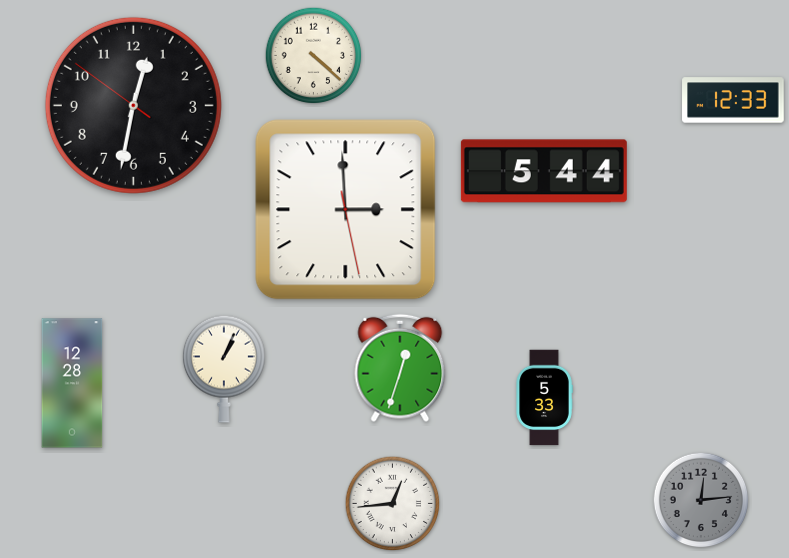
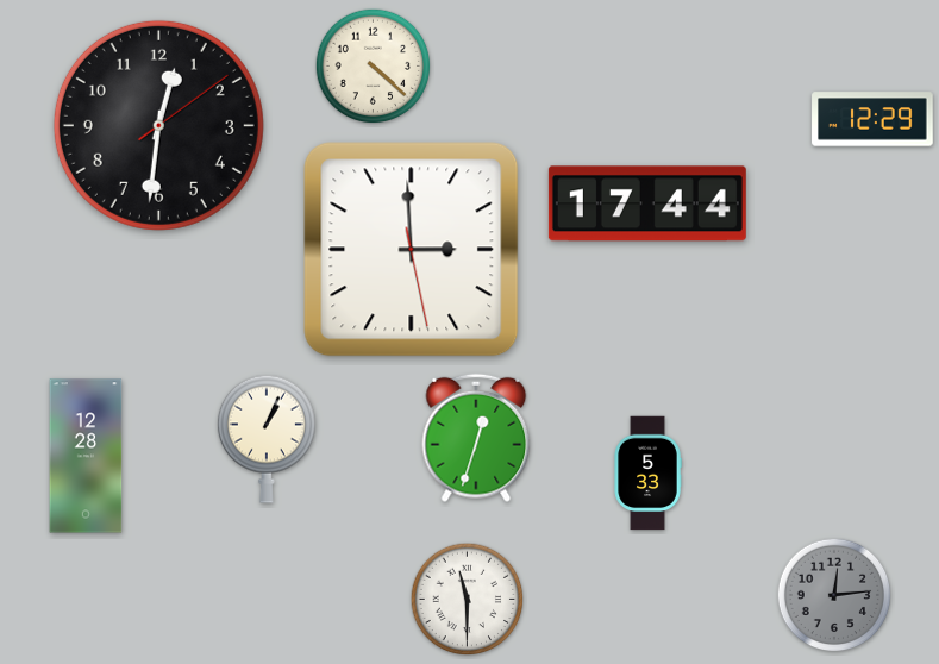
clock at (733, 100): 12:33 -> 12:29
clock at (133, 105): 12:31:51 -> 12:31:09
clock at (544, 171): 5:44 -> 17:44
clock at (393, 504): 12:44 -> 11:30
